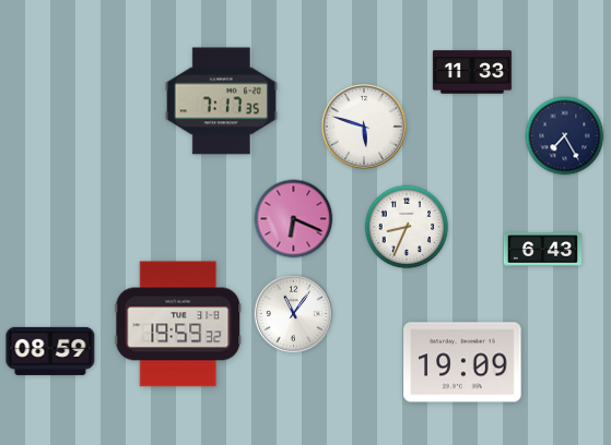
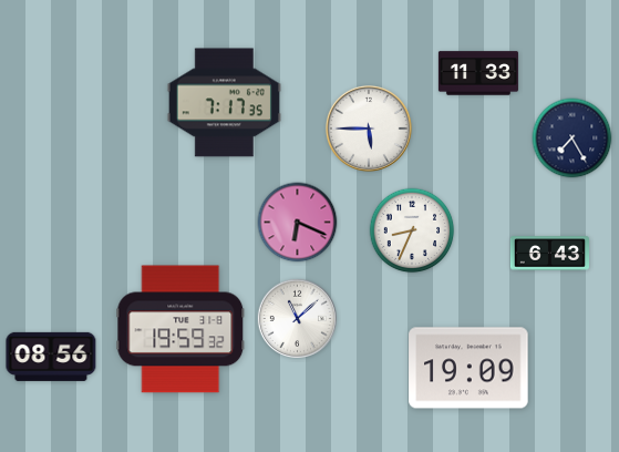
clock at (364, 127): 5:48 -> 5:45
clock at (293, 313): 11:06 -> 11:08
clock at (50, 351): 08:59 -> 08:56
